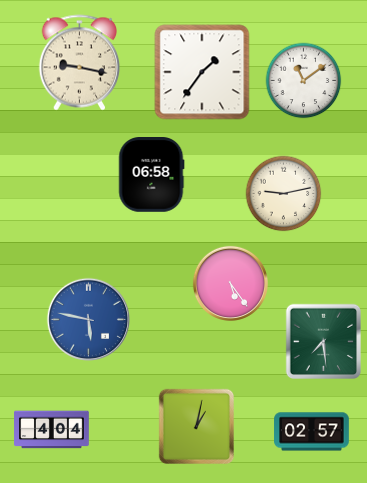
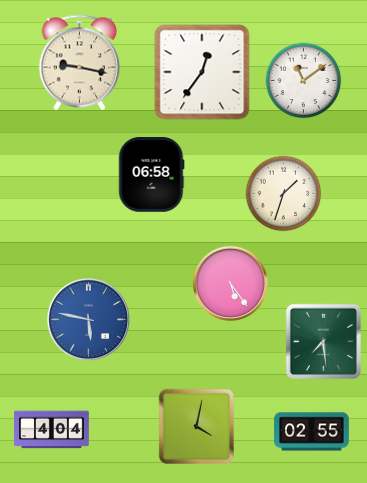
clock at (202, 72): 1:36 -> 12:36
clock at (284, 194): 9:13 -> 1:33
clock at (196, 426): 1:02 -> 4:02
clock at (312, 432): 02:57 -> 02:55
